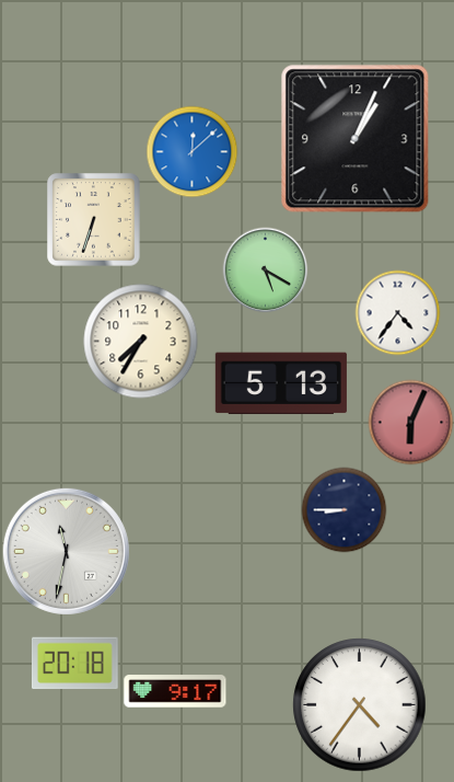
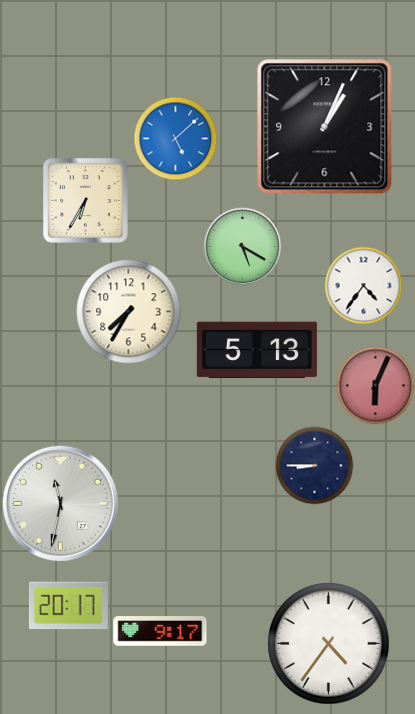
clock at (191, 151): 12:08 -> 5:08
clock at (94, 220): 6:33 -> 6:35
clock at (74, 664): 20:18 -> 20:17
